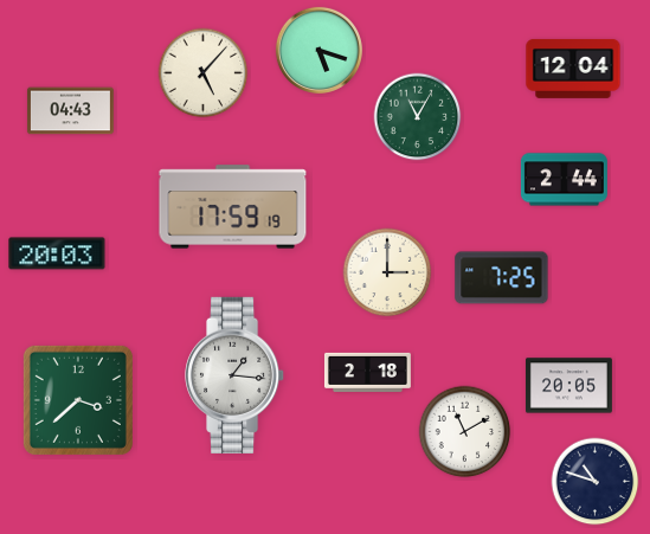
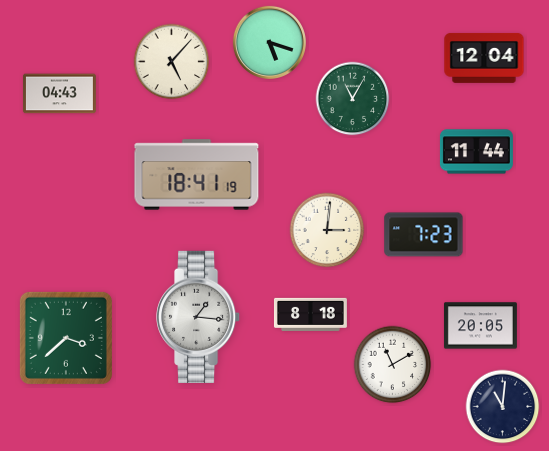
clock at (564, 180): 2:44 -> 11:44
clock at (233, 207): 17:59 -> 18:41
clock at (57, 253): 20:03 -> none
clock at (387, 272): 3:00 -> 3:01
clock at (502, 278): 7:25 -> 7:23
clock at (367, 372): 2:18 -> 8:18
clock at (596, 482): 10:48 -> 11:01
